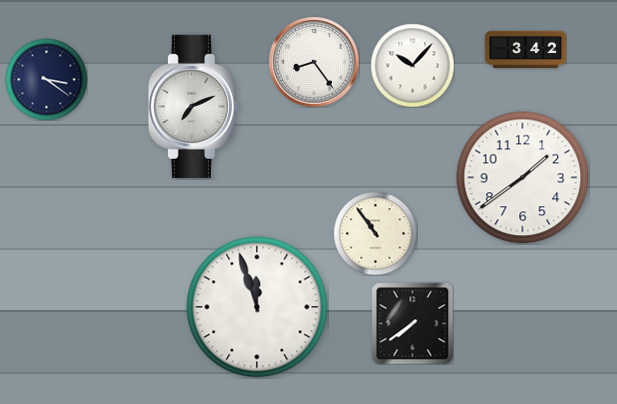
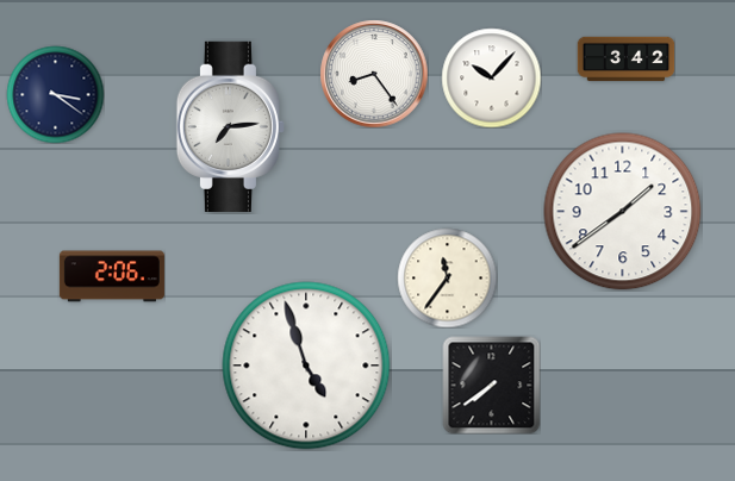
clock at (193, 106): 7:11 -> 7:14
clock at (112, 276): none -> 2:06
clock at (375, 233): 10:54 -> 11:36
clock at (257, 307): 11:57 -> 4:57
